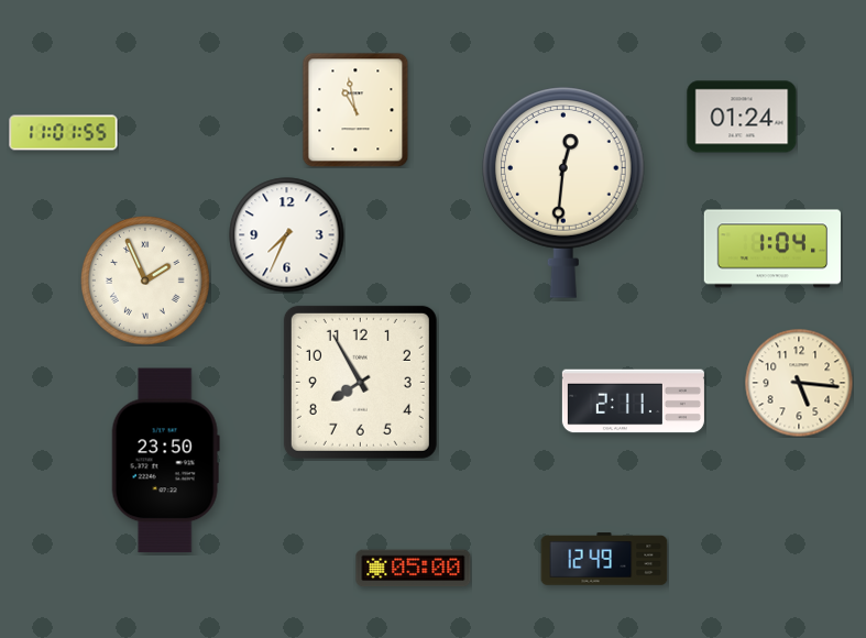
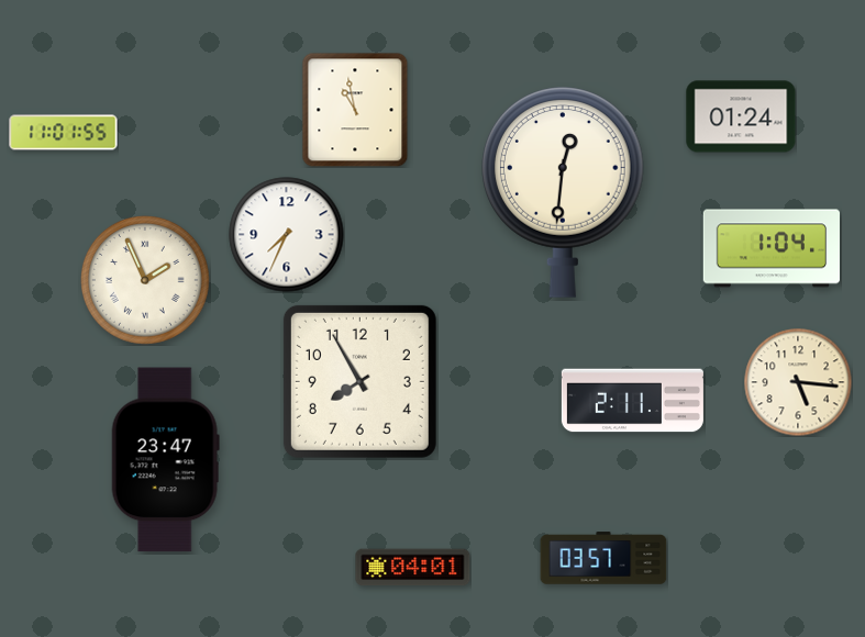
clock at (165, 461): 23:50 -> 23:47
clock at (604, 559): 12:49 -> 03:57
clock at (414, 569): 05:00 -> 04:01
